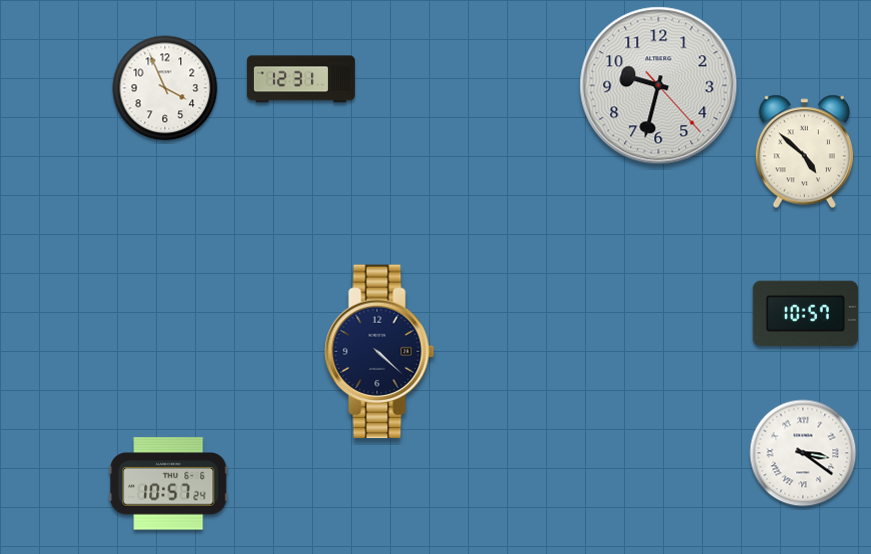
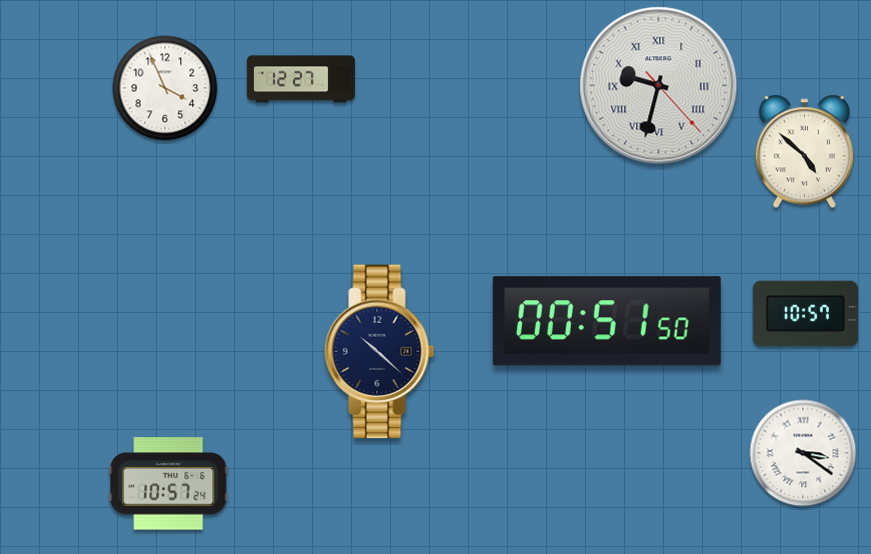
clock at (301, 79): 12:31 -> 12:27
clock at (659, 86) numerals: Arabic -> Roman
clock at (607, 321): none -> 00:51
clock at (380, 352): 4:22 -> 10:22
